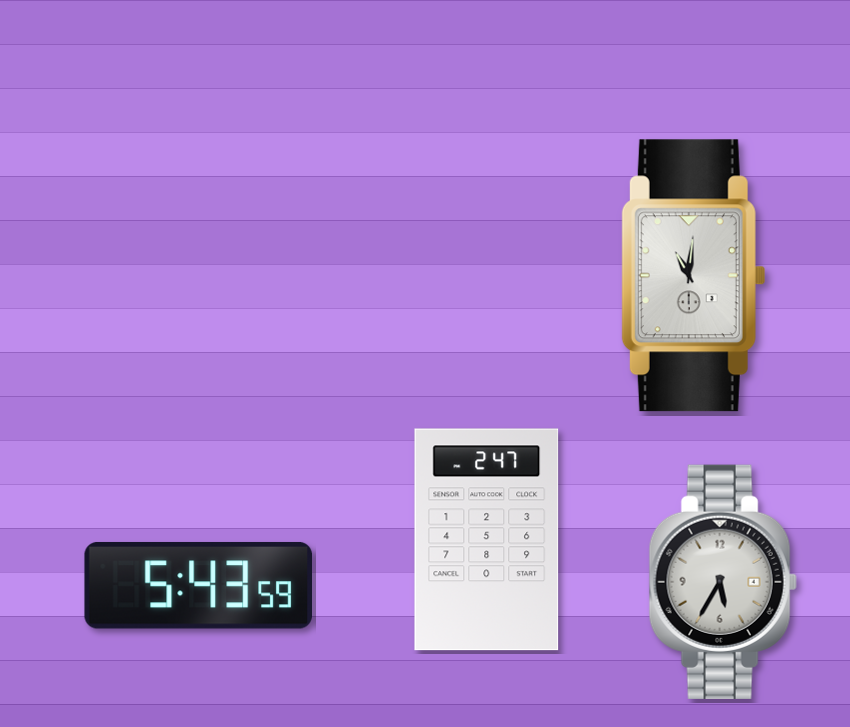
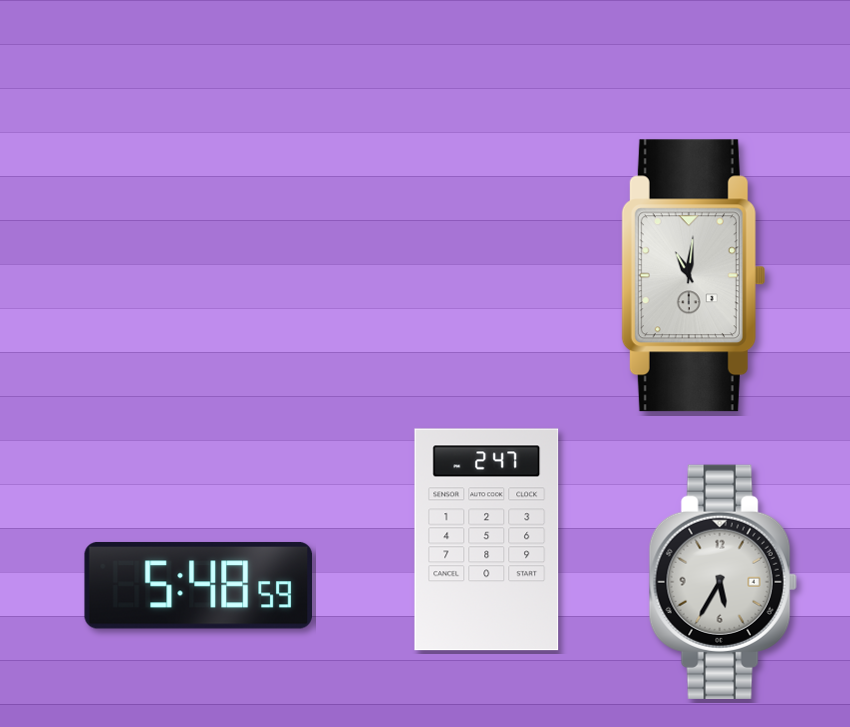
clock at (198, 585): 5:43 -> 5:48
